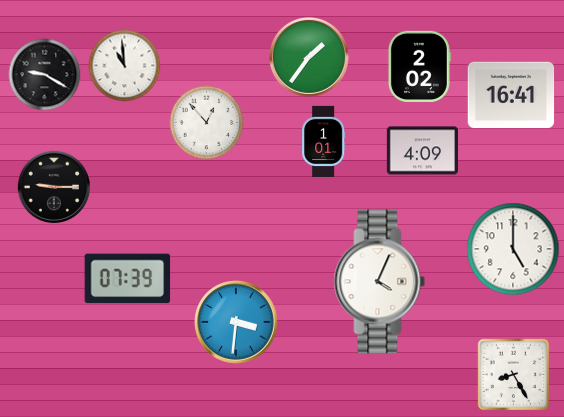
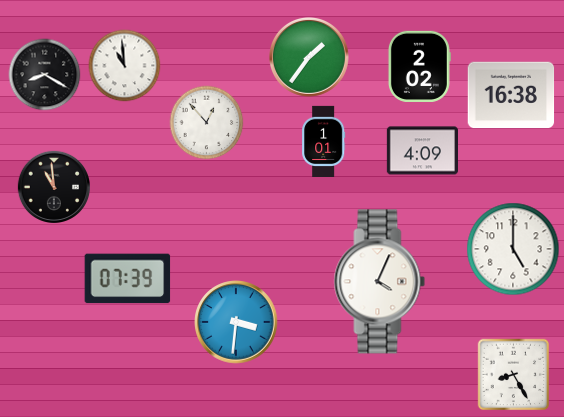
clock at (45, 75): 9:20 -> 8:20
clock at (511, 95): 16:41 -> 16:38
clock at (53, 186): 9:15 -> 10:59
